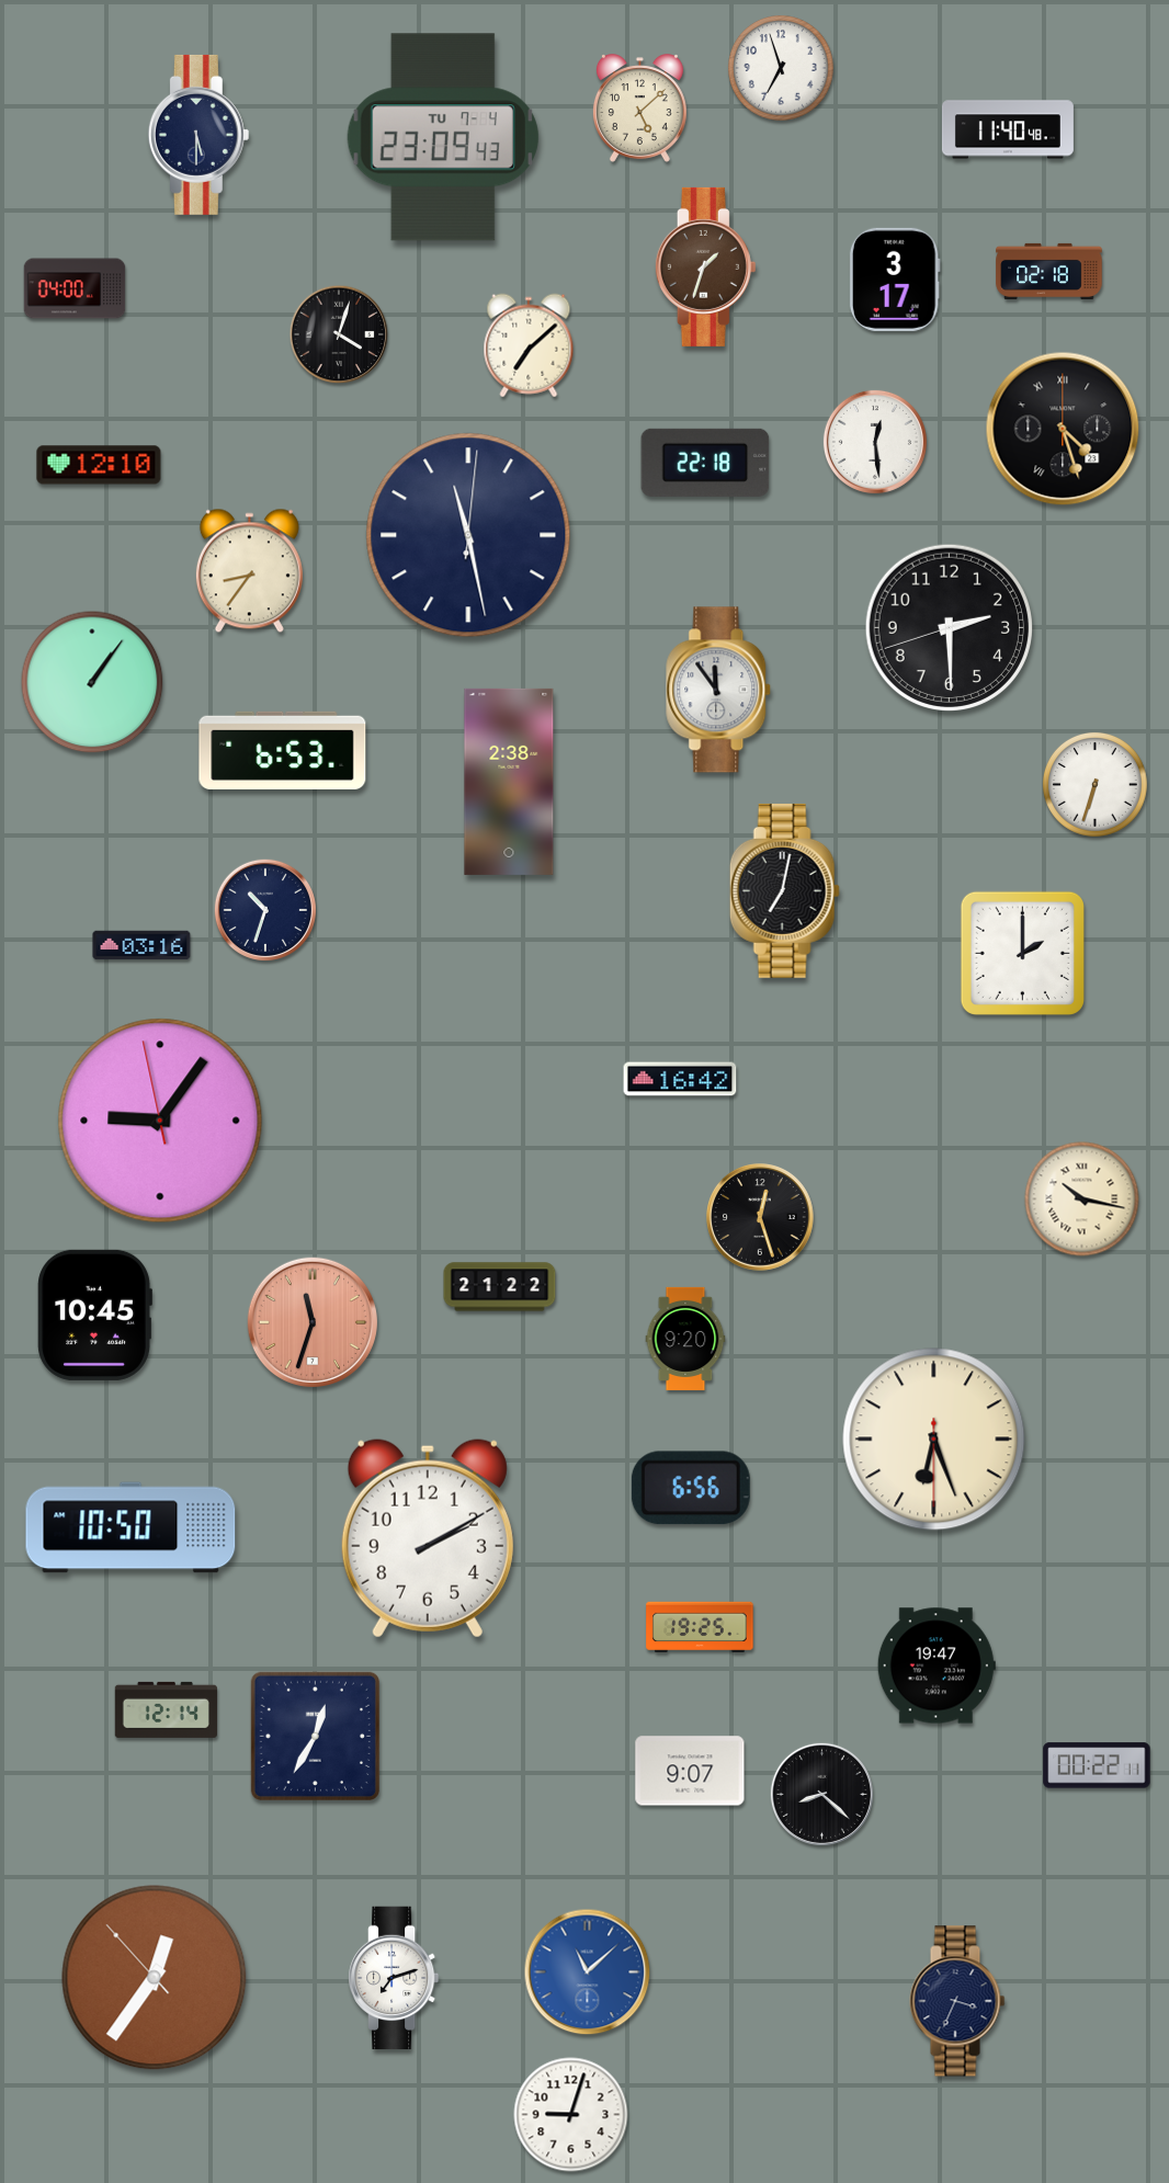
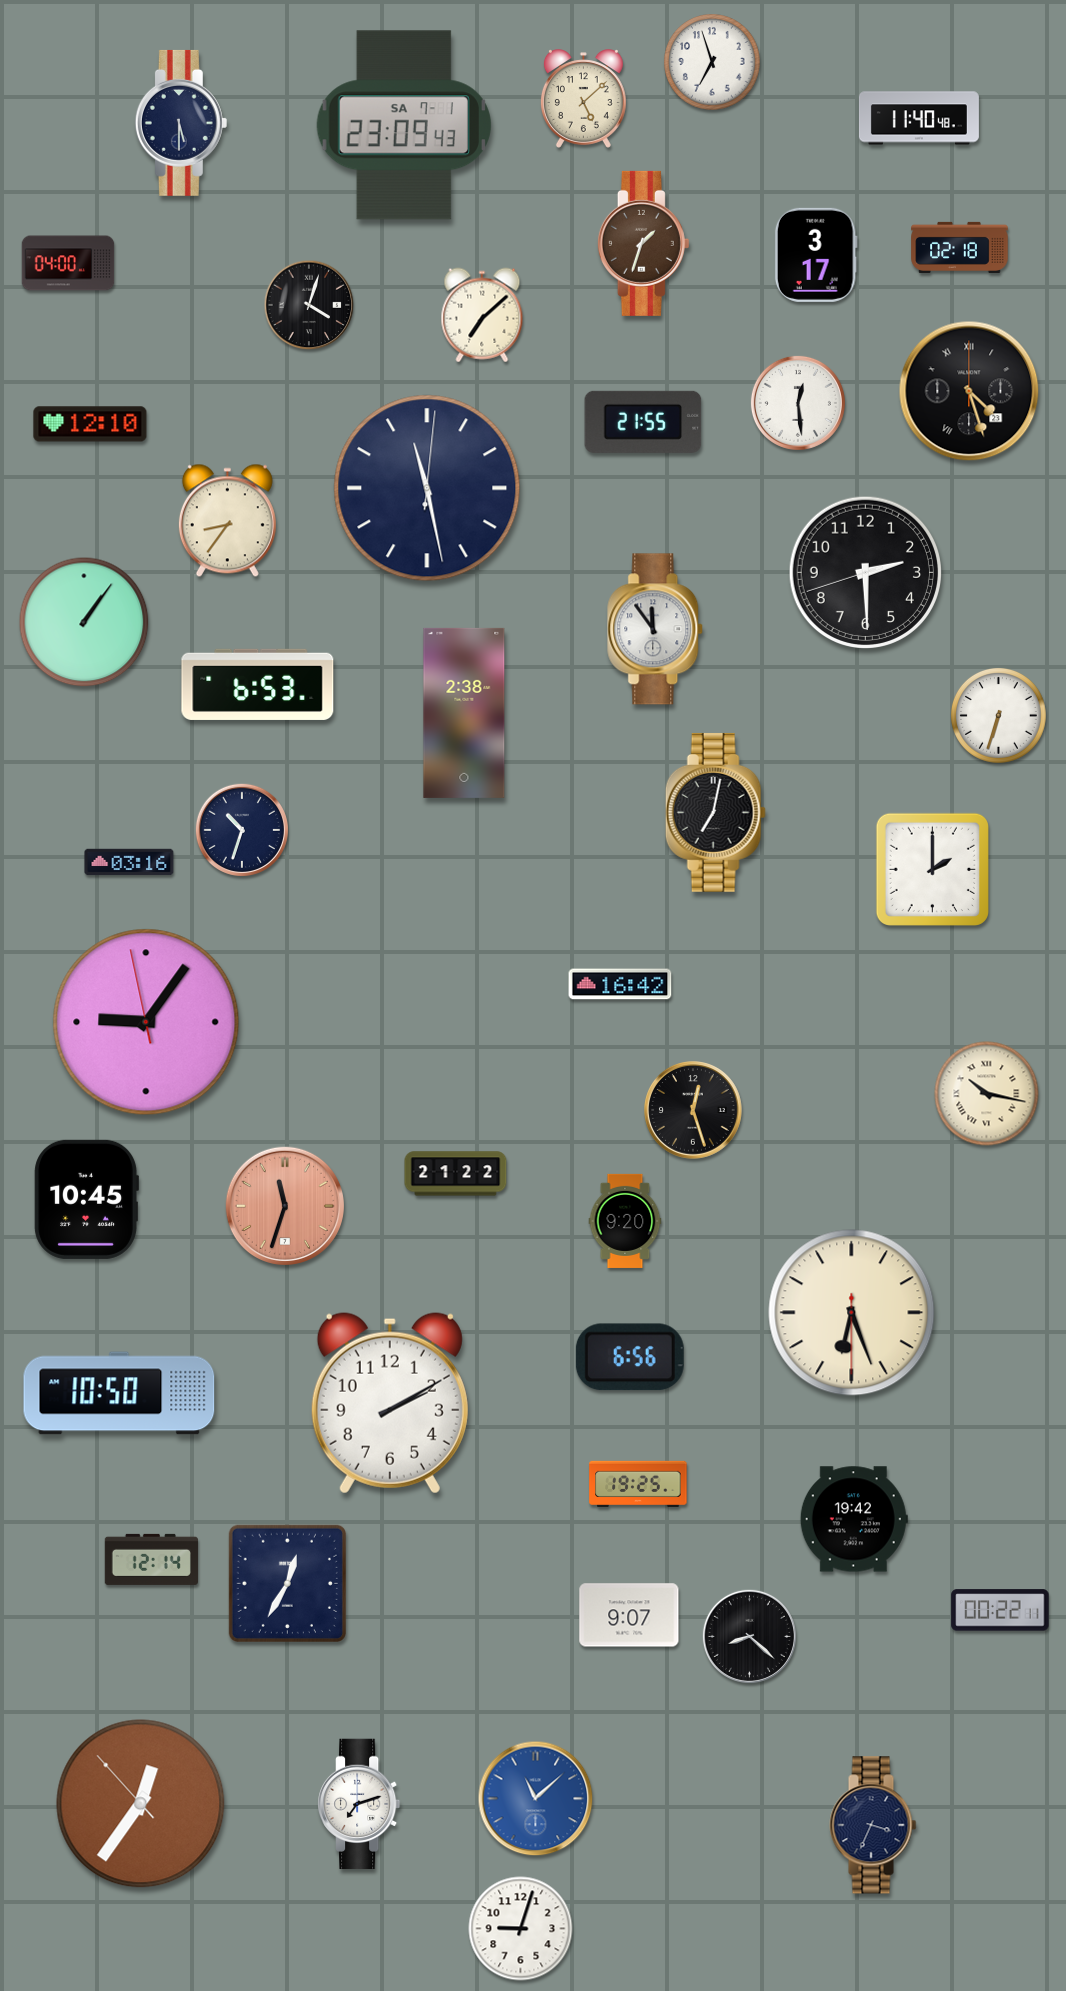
clock at (443, 137) date: TU 7-4 -> SA 7-1
clock at (1049, 271) position: (1049, 271) -> (960, 247)
clock at (705, 463): 22:18 -> 21:55
clock at (937, 1665): 19:47 -> 19:42
